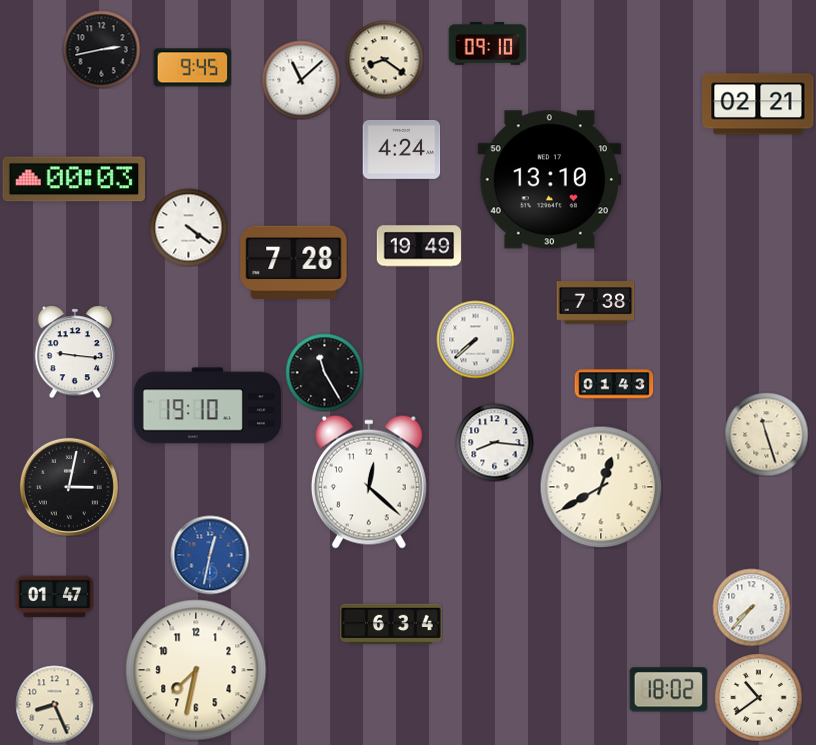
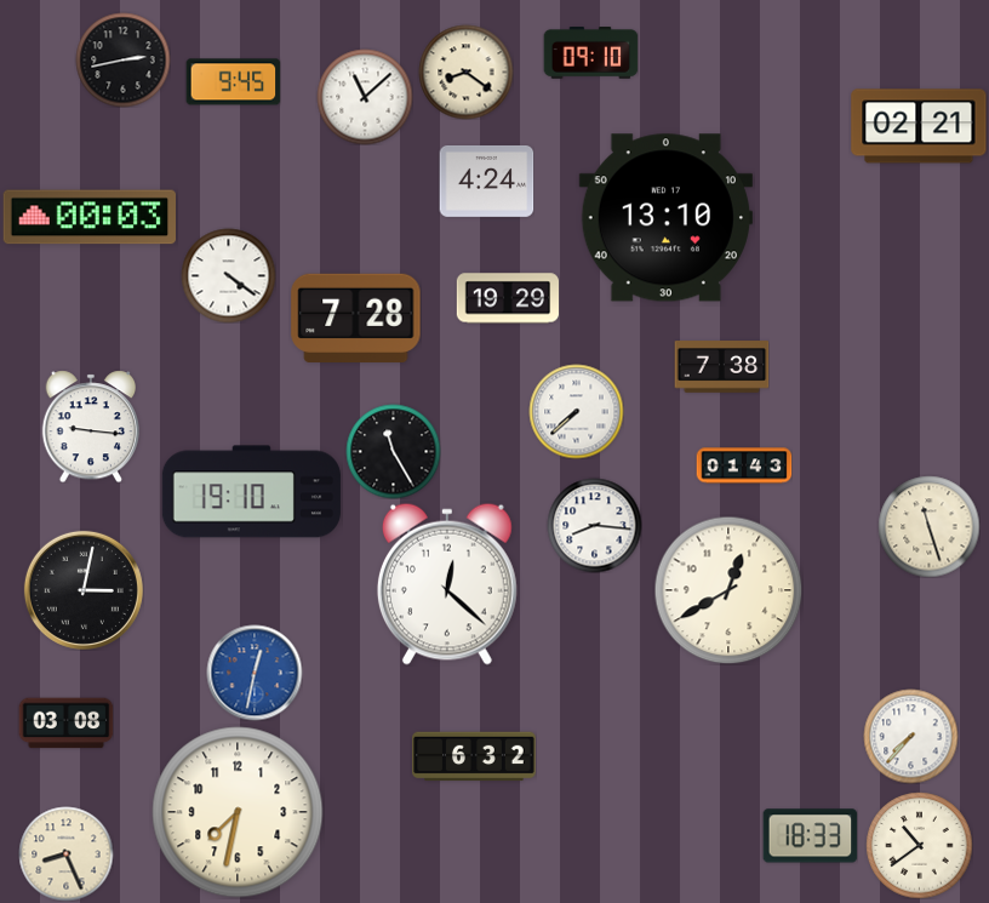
clock at (419, 246): 19:49 -> 19:29
clock at (494, 442) position: (494, 442) -> (594, 525)
clock at (54, 597): 01:47 -> 03:08
clock at (391, 624): 6:34 -> 6:32
clock at (668, 690): 18:02 -> 18:33
